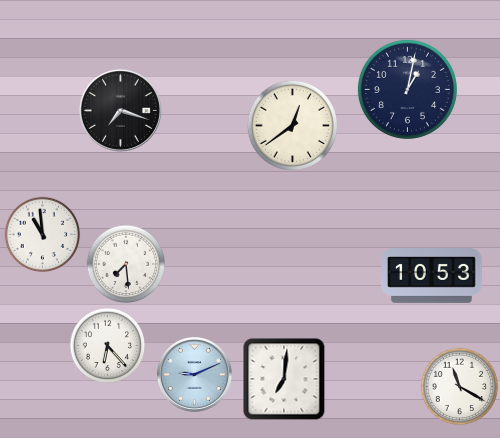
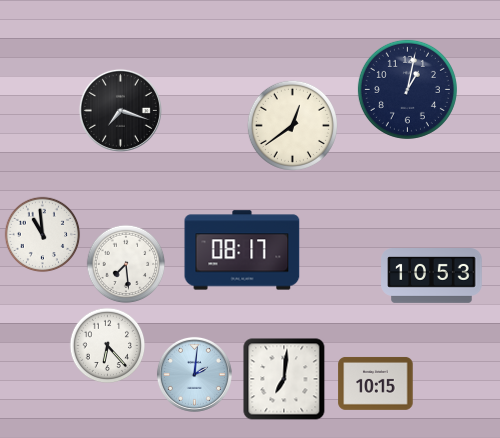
clock at (242, 250): none -> 08:17
clock at (194, 374): 9:11 -> 2:01
clock at (376, 383): none -> 10:15
clock at (460, 387): 11:20 -> none
